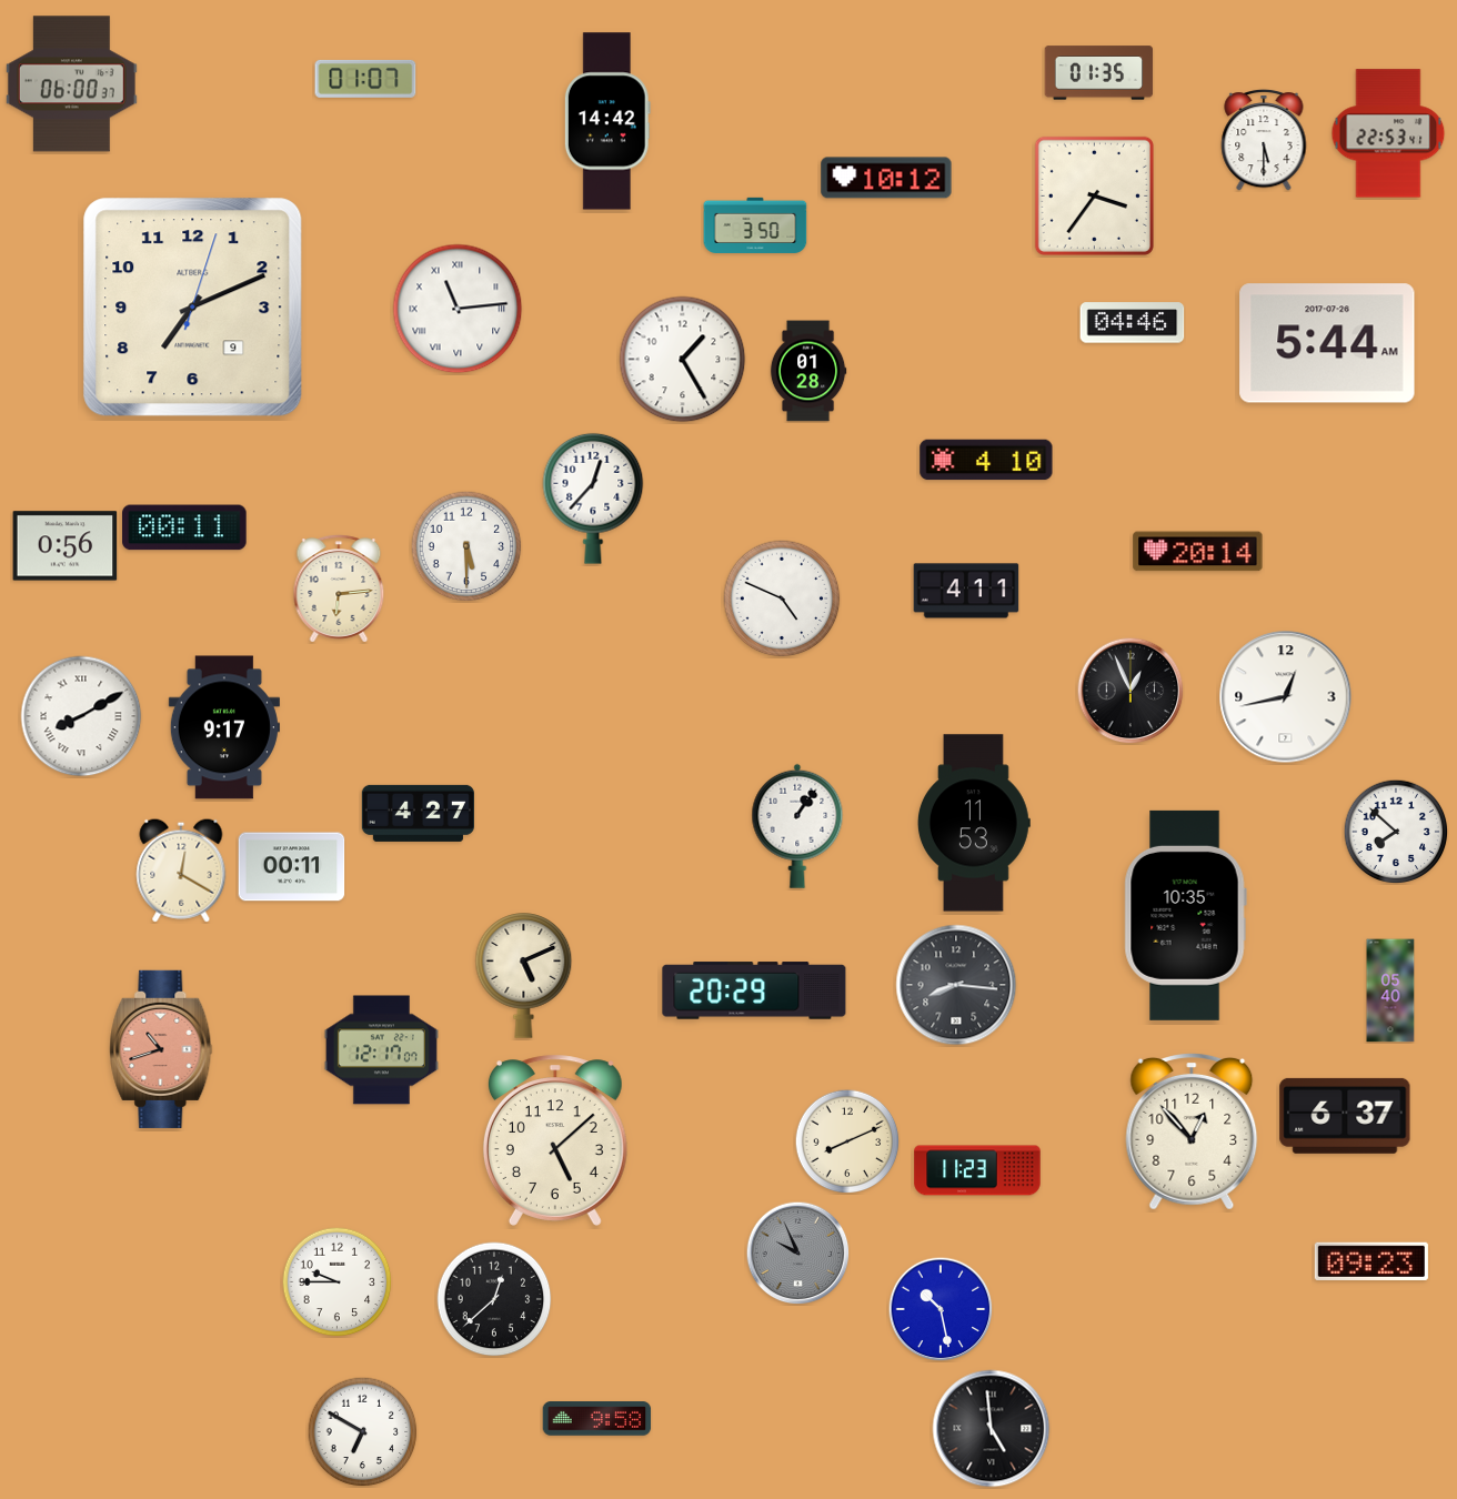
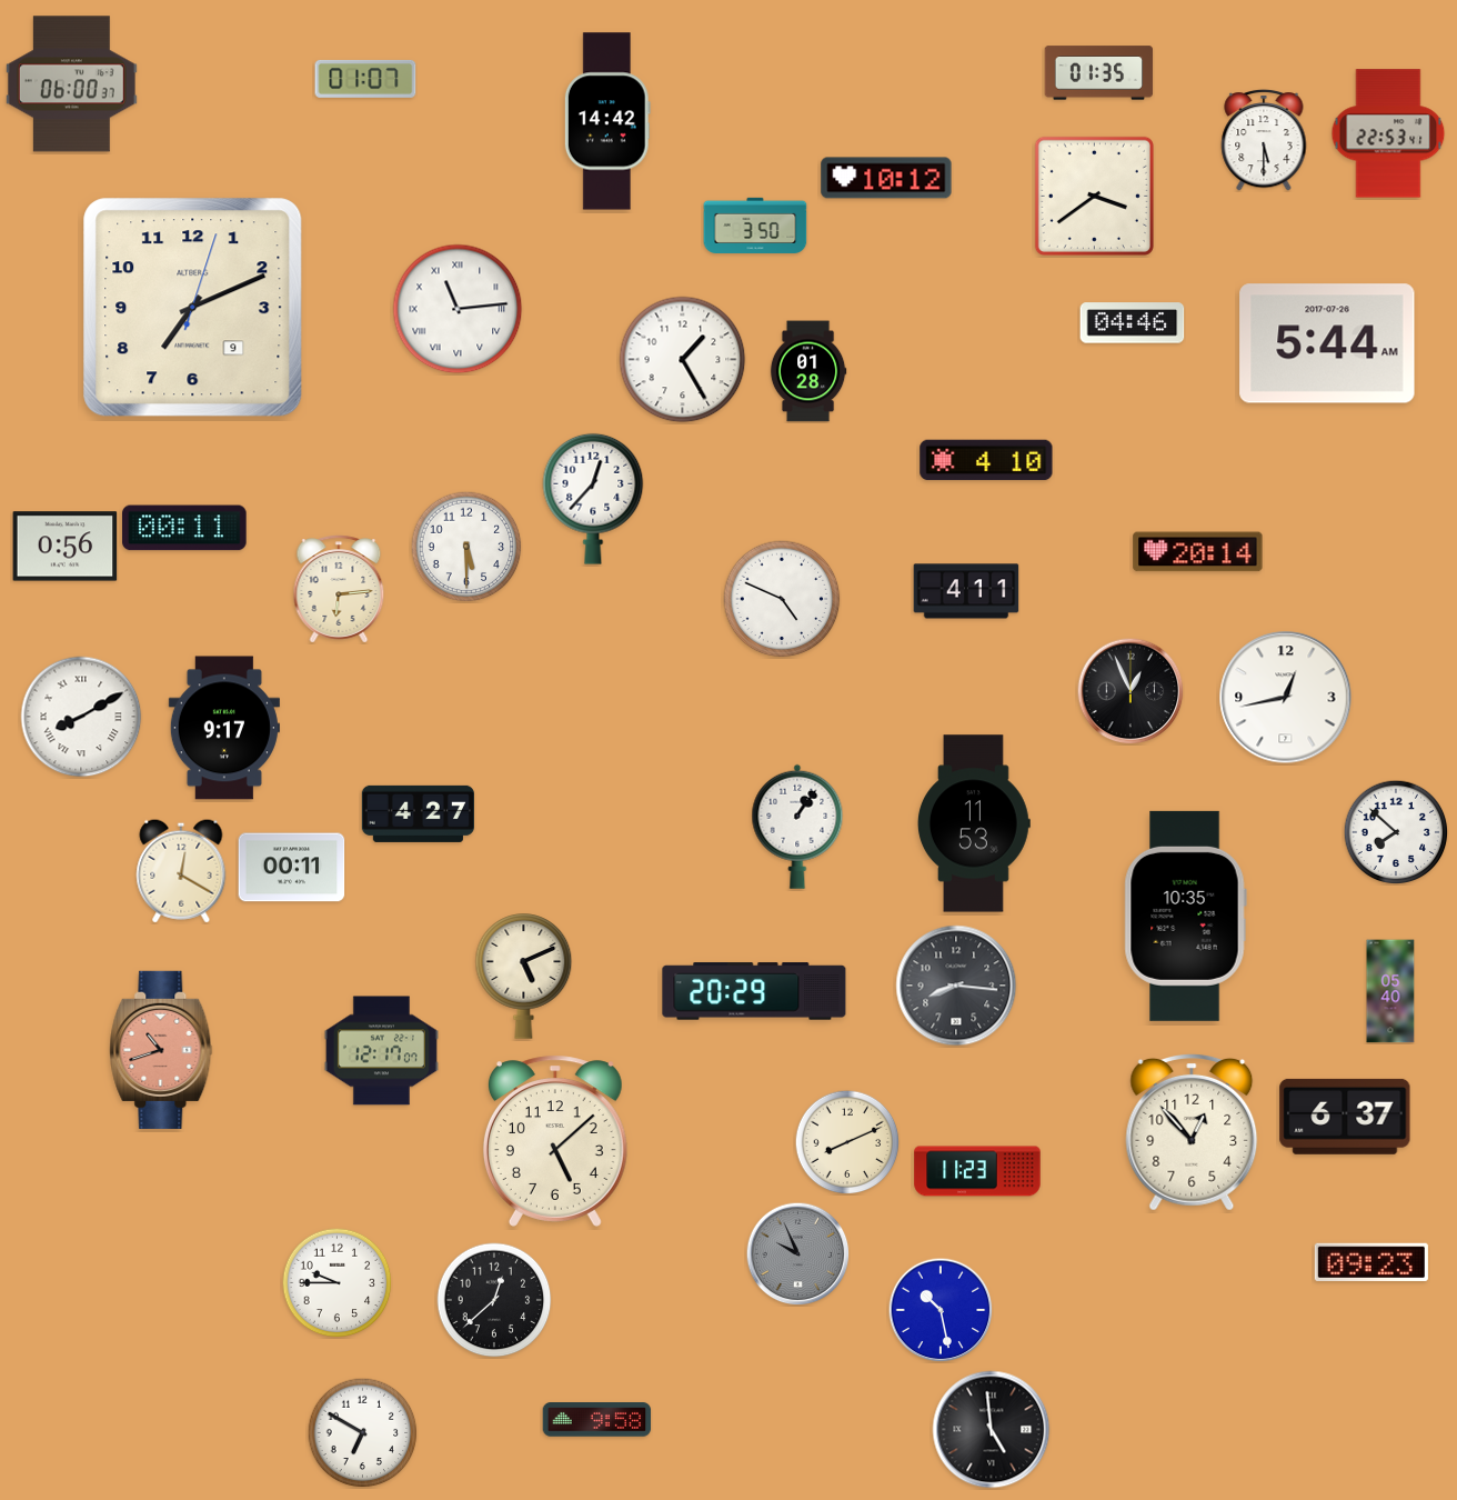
clock at (1094, 195): 3:36 -> 3:39
